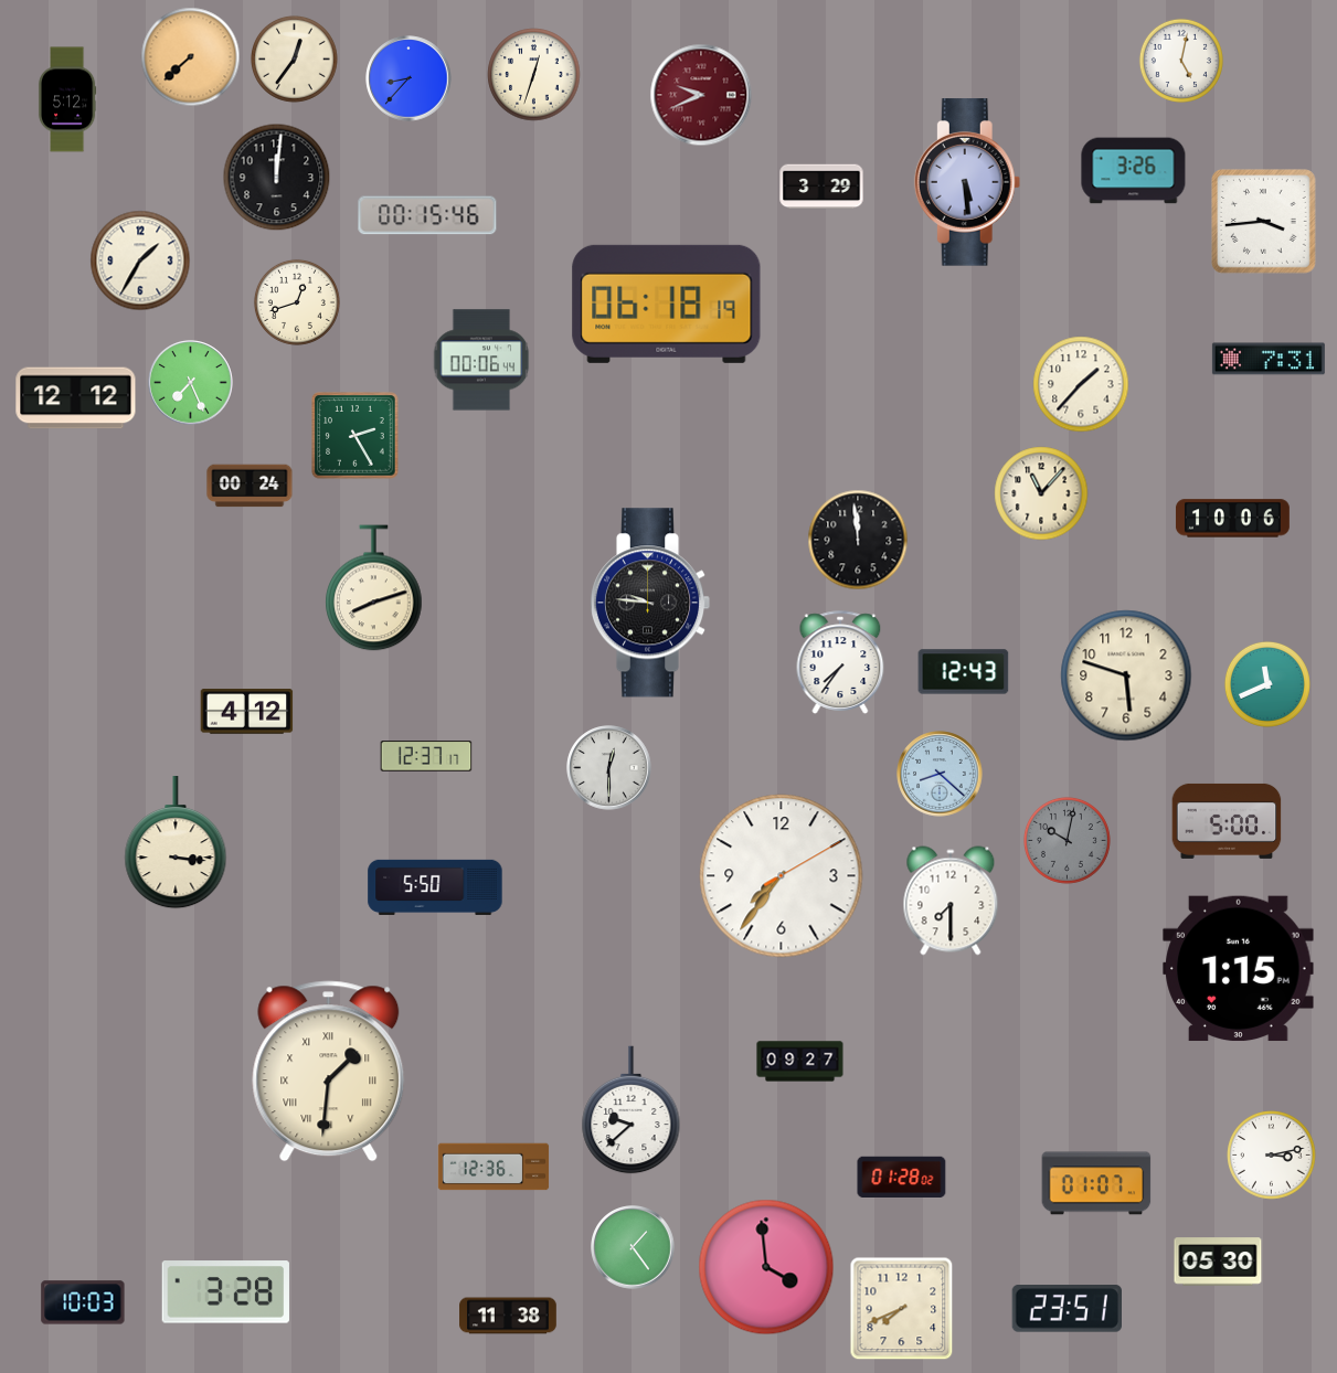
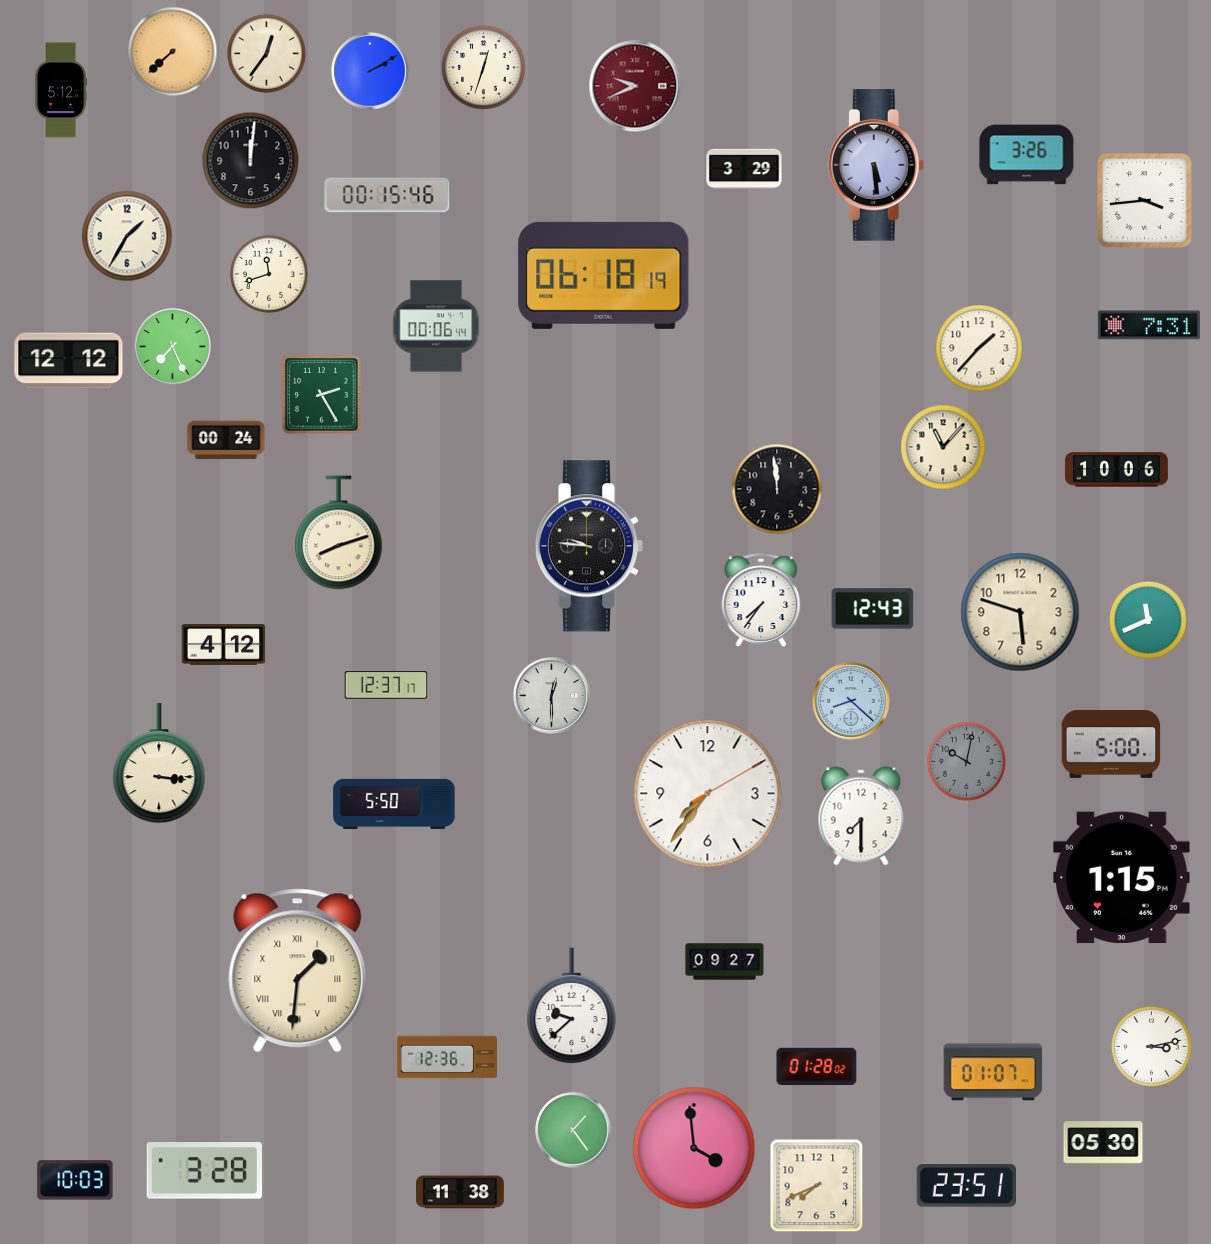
clock at (1181, 61): 5:02 -> none
clock at (408, 78): 8:37 -> 2:10
clock at (297, 302): 12:42 -> 11:42
